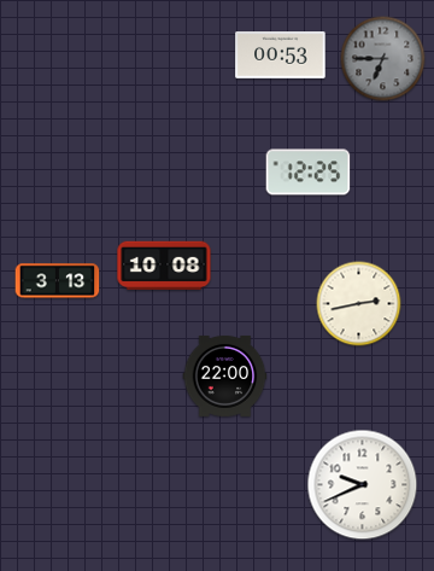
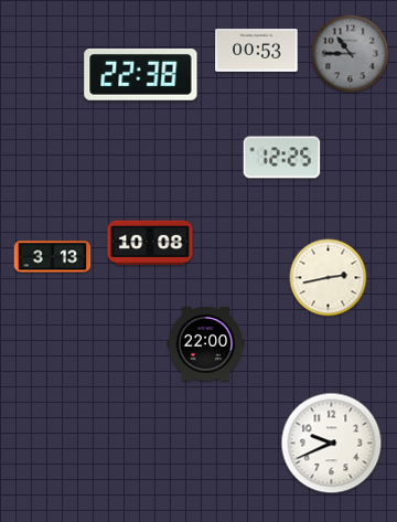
clock at (383, 59): 6:45 -> 10:45
clock at (141, 74): none -> 22:38
